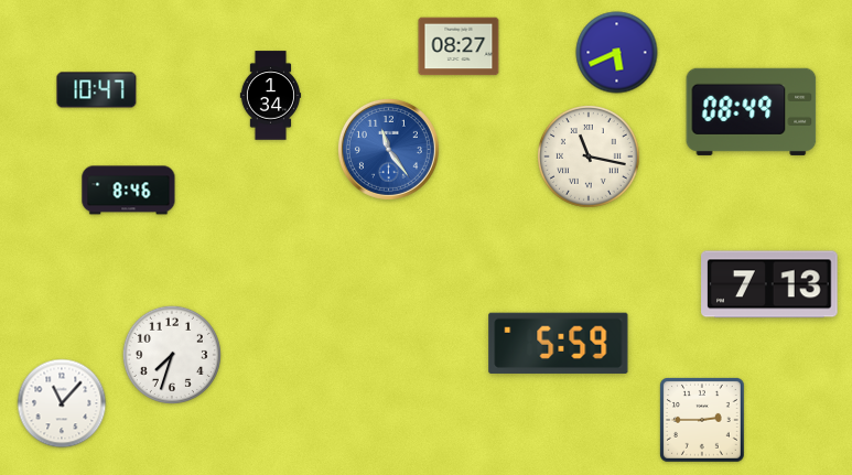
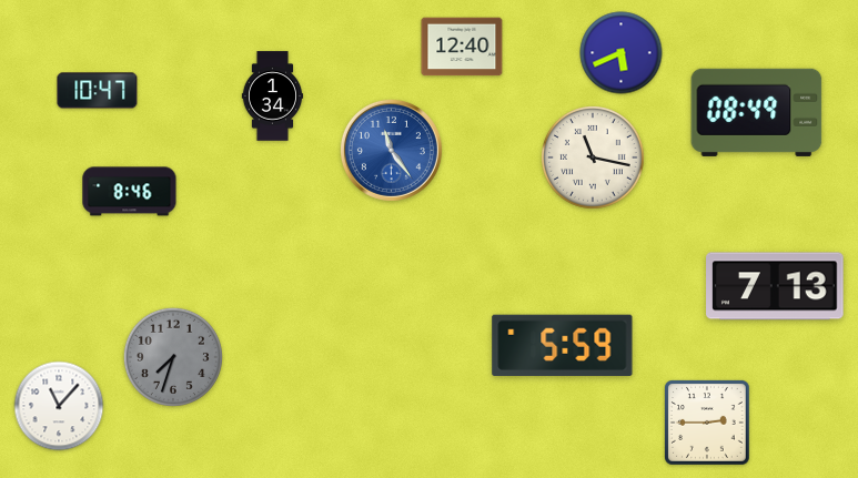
clock at (459, 46): 08:27 -> 12:40
clock at (172, 355) dial: white -> grey
clock at (62, 403) position: (62, 403) -> (59, 406)
